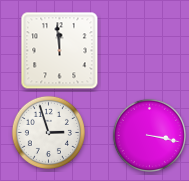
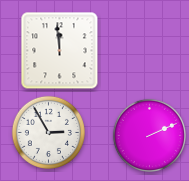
clock at (48, 132): 2:57 -> 2:55
clock at (149, 135): 3:17 -> 2:11
